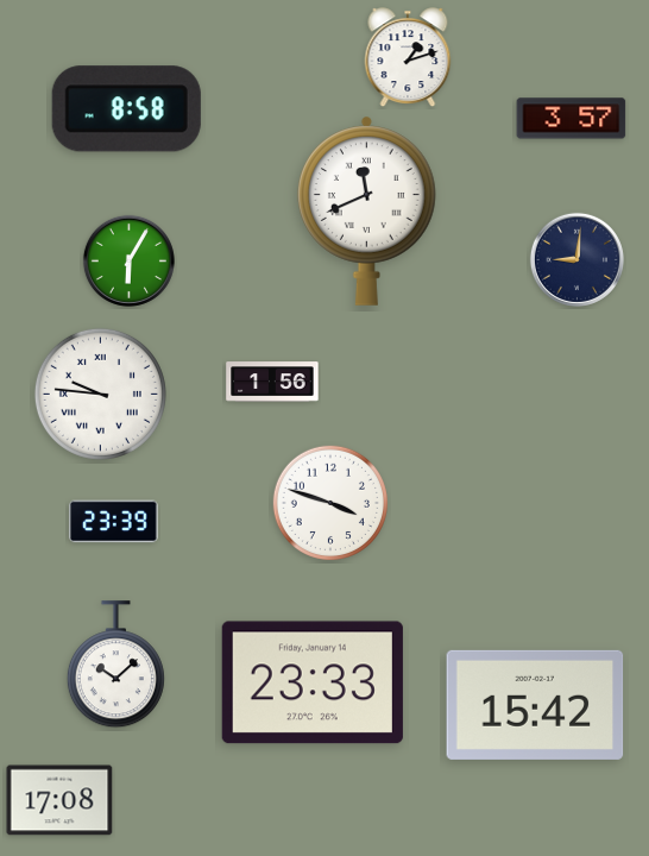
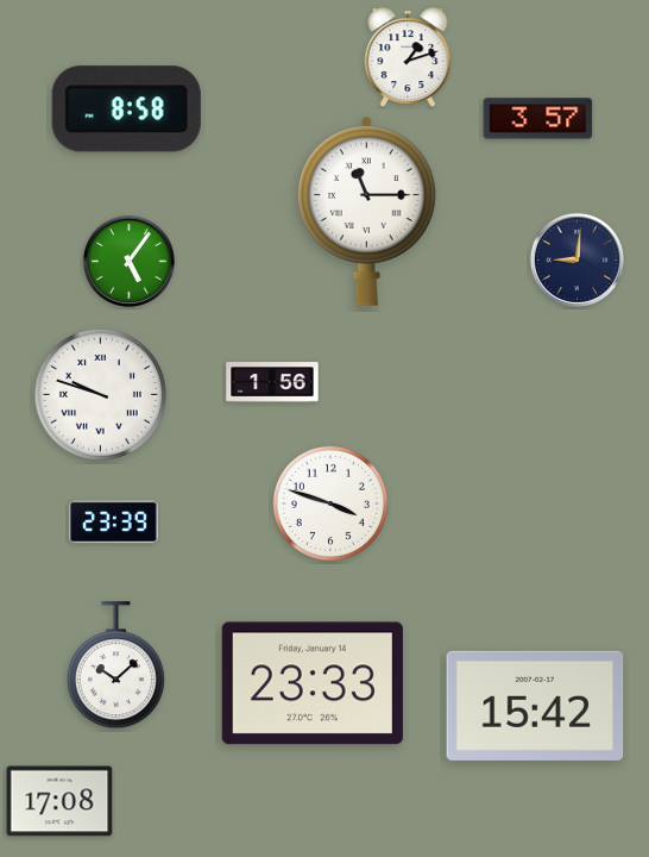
clock at (572, 119) position: (572, 119) -> (538, 119)
clock at (366, 210): 11:41 -> 11:15
clock at (128, 260): 6:05 -> 5:06
clock at (100, 394): 9:46 -> 9:48
